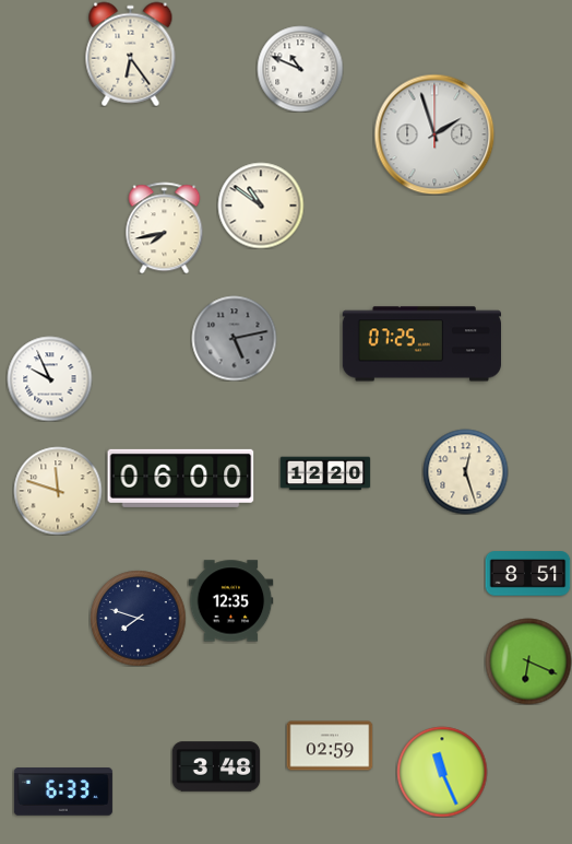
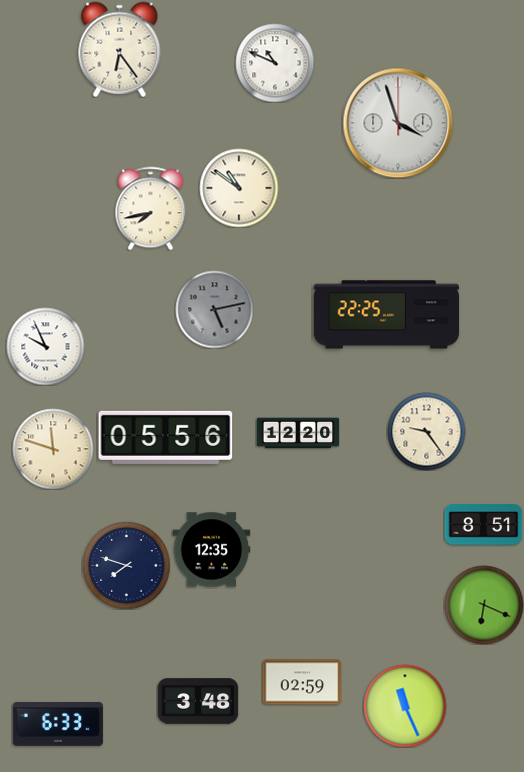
clock at (434, 134): 1:57 -> 3:57
clock at (421, 344): 07:25 -> 22:25
clock at (465, 471): 12:27 -> 9:24
clock at (181, 478): 06:00 -> 05:56
